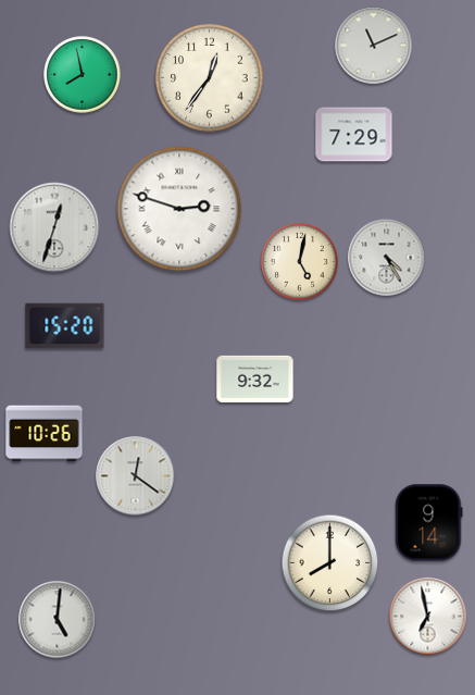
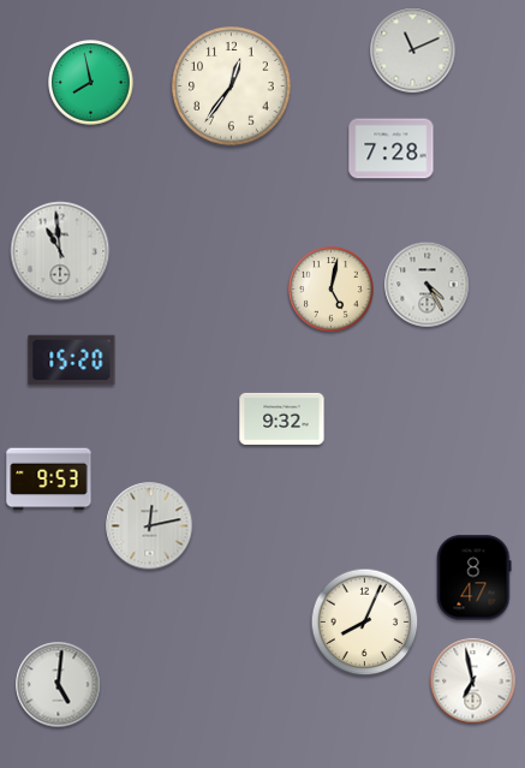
clock at (354, 135): 7:29 -> 7:28
clock at (179, 209): 2:48 -> none
clock at (54, 227): 12:33 -> 10:59
clock at (45, 434): 10:26 -> 9:53
clock at (136, 476): 12:21 -> 12:13
clock at (429, 523): 9:14 -> 8:47
clock at (330, 563): 8:00 -> 8:04
clock at (58, 620) position: (58, 620) -> (59, 685)
